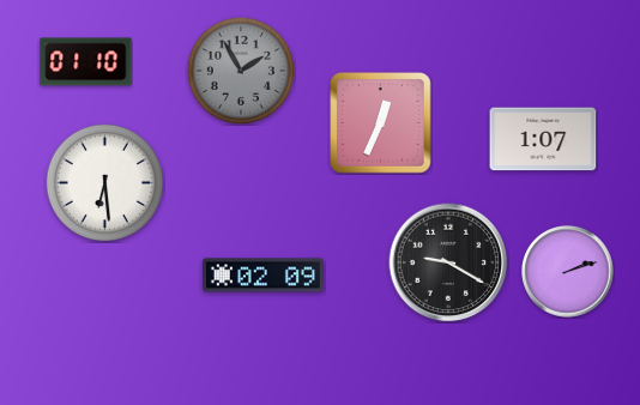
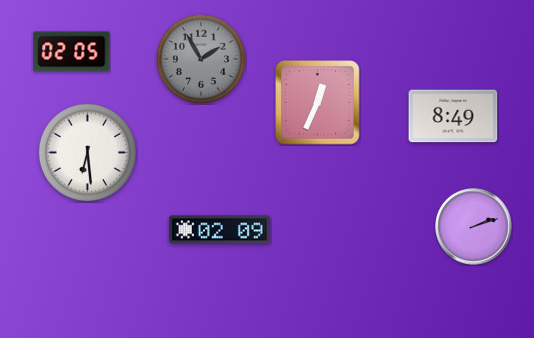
clock at (86, 62): 01:10 -> 02:05
clock at (543, 139): 1:07 -> 8:49
clock at (448, 262): 9:20 -> none
